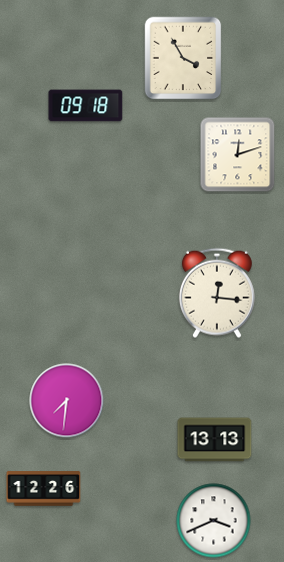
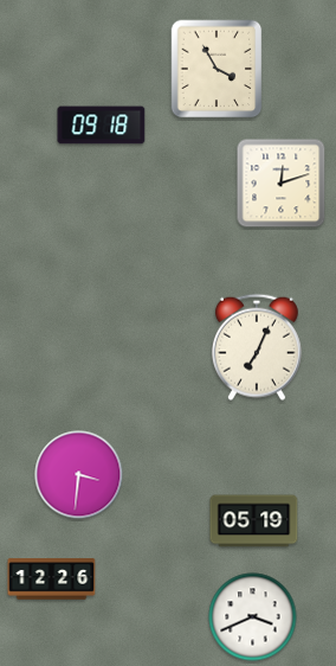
clock at (217, 293): 12:16 -> 7:04
clock at (67, 401): 7:31 -> 3:31
clock at (215, 440): 13:13 -> 05:19
